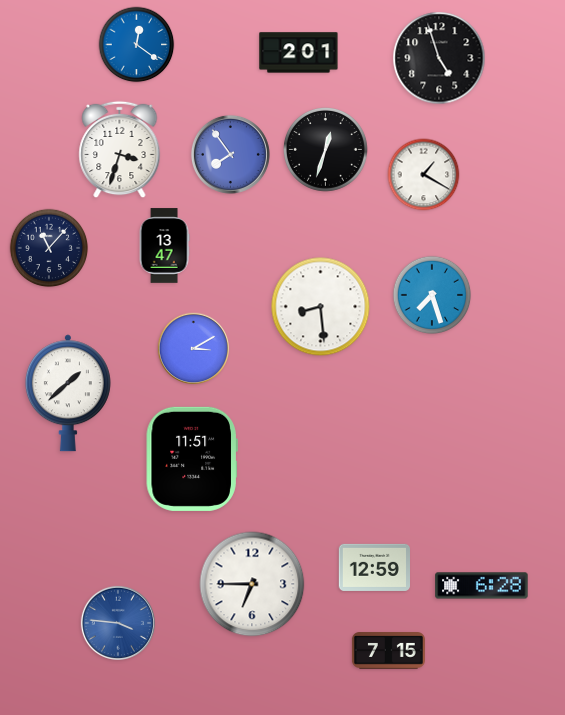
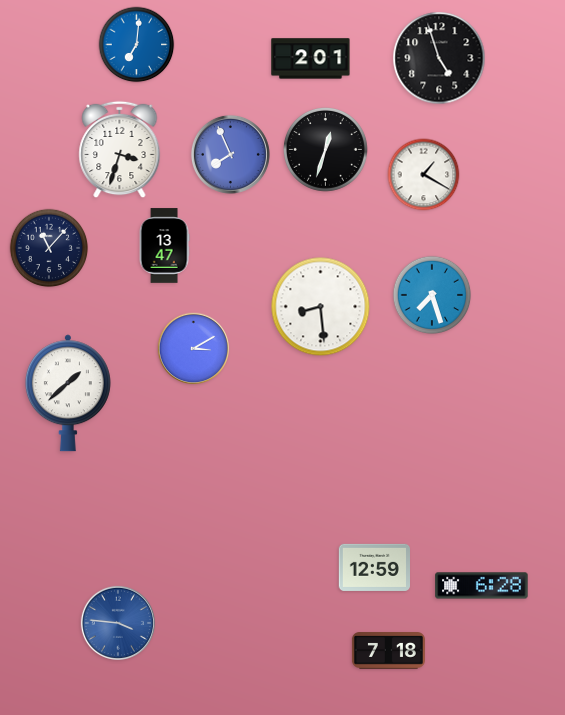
clock at (137, 45): 12:21 -> 7:01
clock at (299, 53) position: (299, 53) -> (311, 59)
clock at (230, 154): 7:54 -> 7:56
clock at (192, 459): 11:51 -> none
clock at (252, 584): 6:45 -> none
clock at (388, 651): 7:15 -> 7:18
